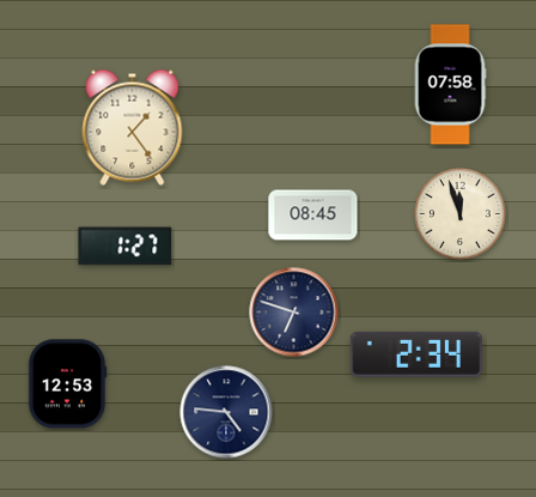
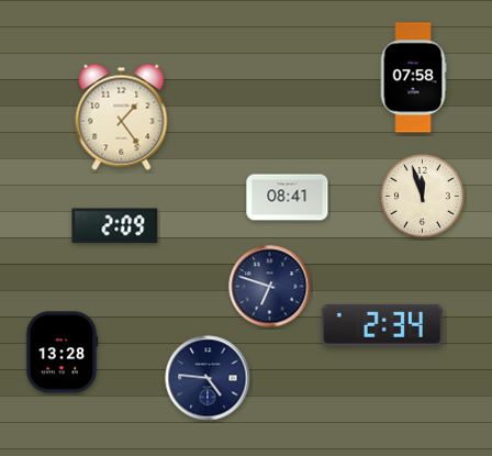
clock at (313, 216): 08:45 -> 08:41
clock at (126, 247): 1:27 -> 2:09
clock at (67, 384): 12:53 -> 13:28
